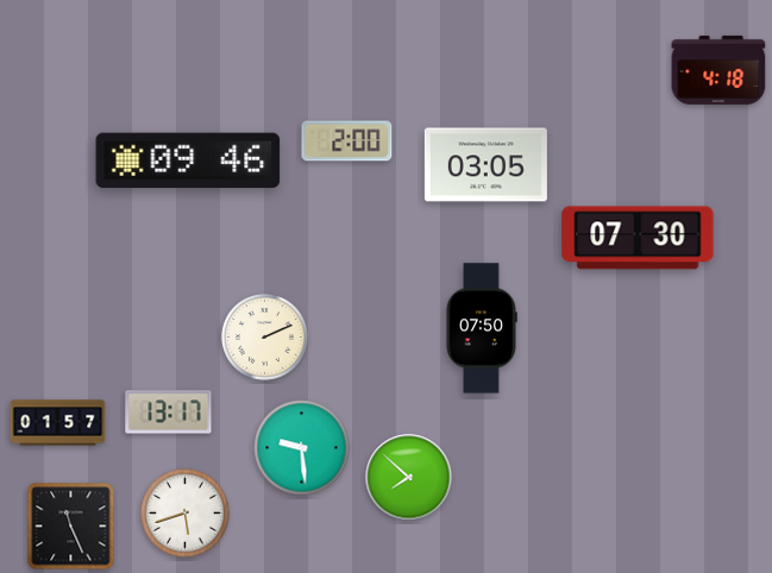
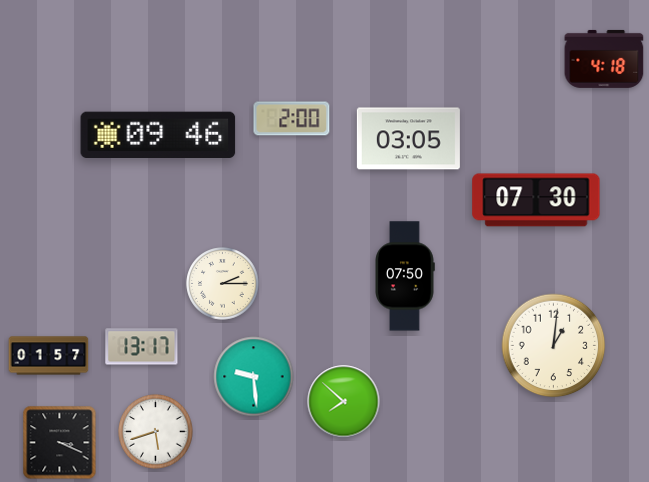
clock at (265, 338): 2:11 -> 2:15
clock at (554, 346): none -> 1:01
clock at (71, 527): 11:26 -> 3:19
